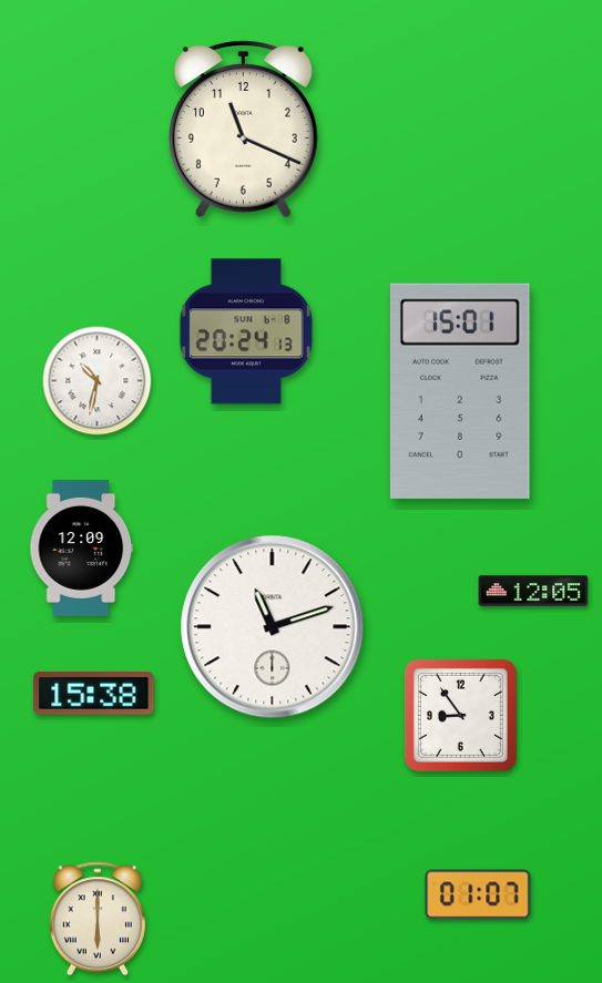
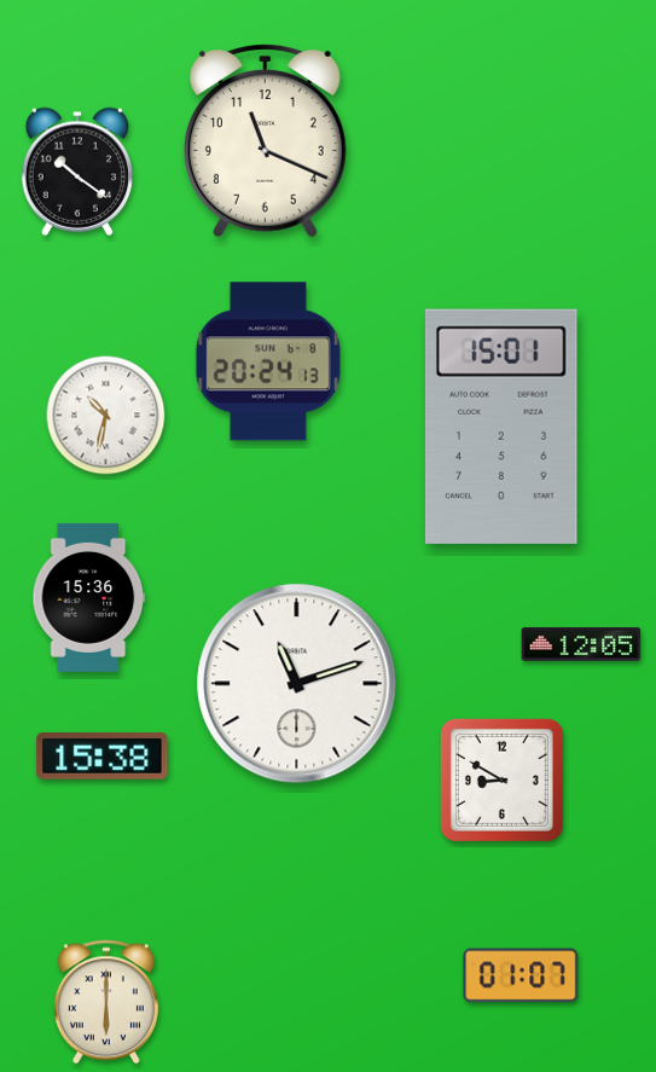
clock at (77, 172): none -> 10:21
clock at (82, 547): 12:09 -> 15:36
clock at (460, 715): 8:54 -> 8:50
